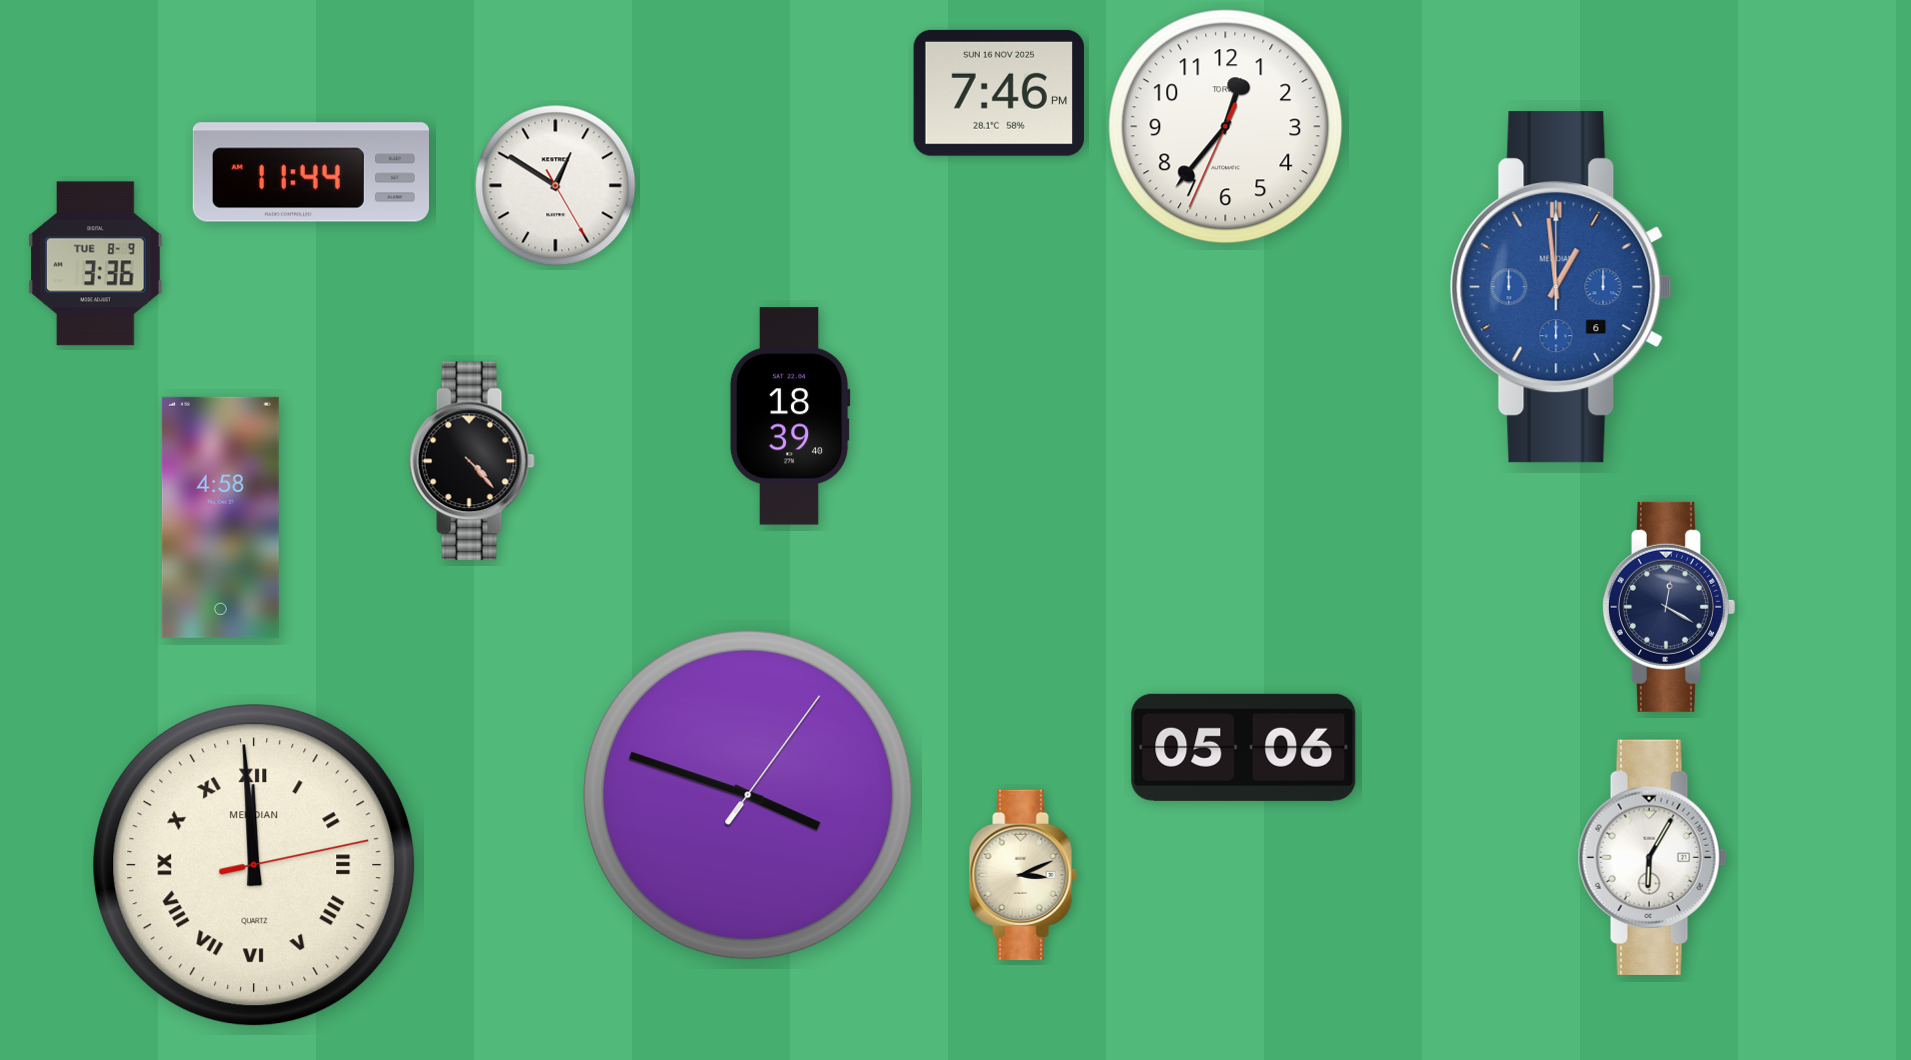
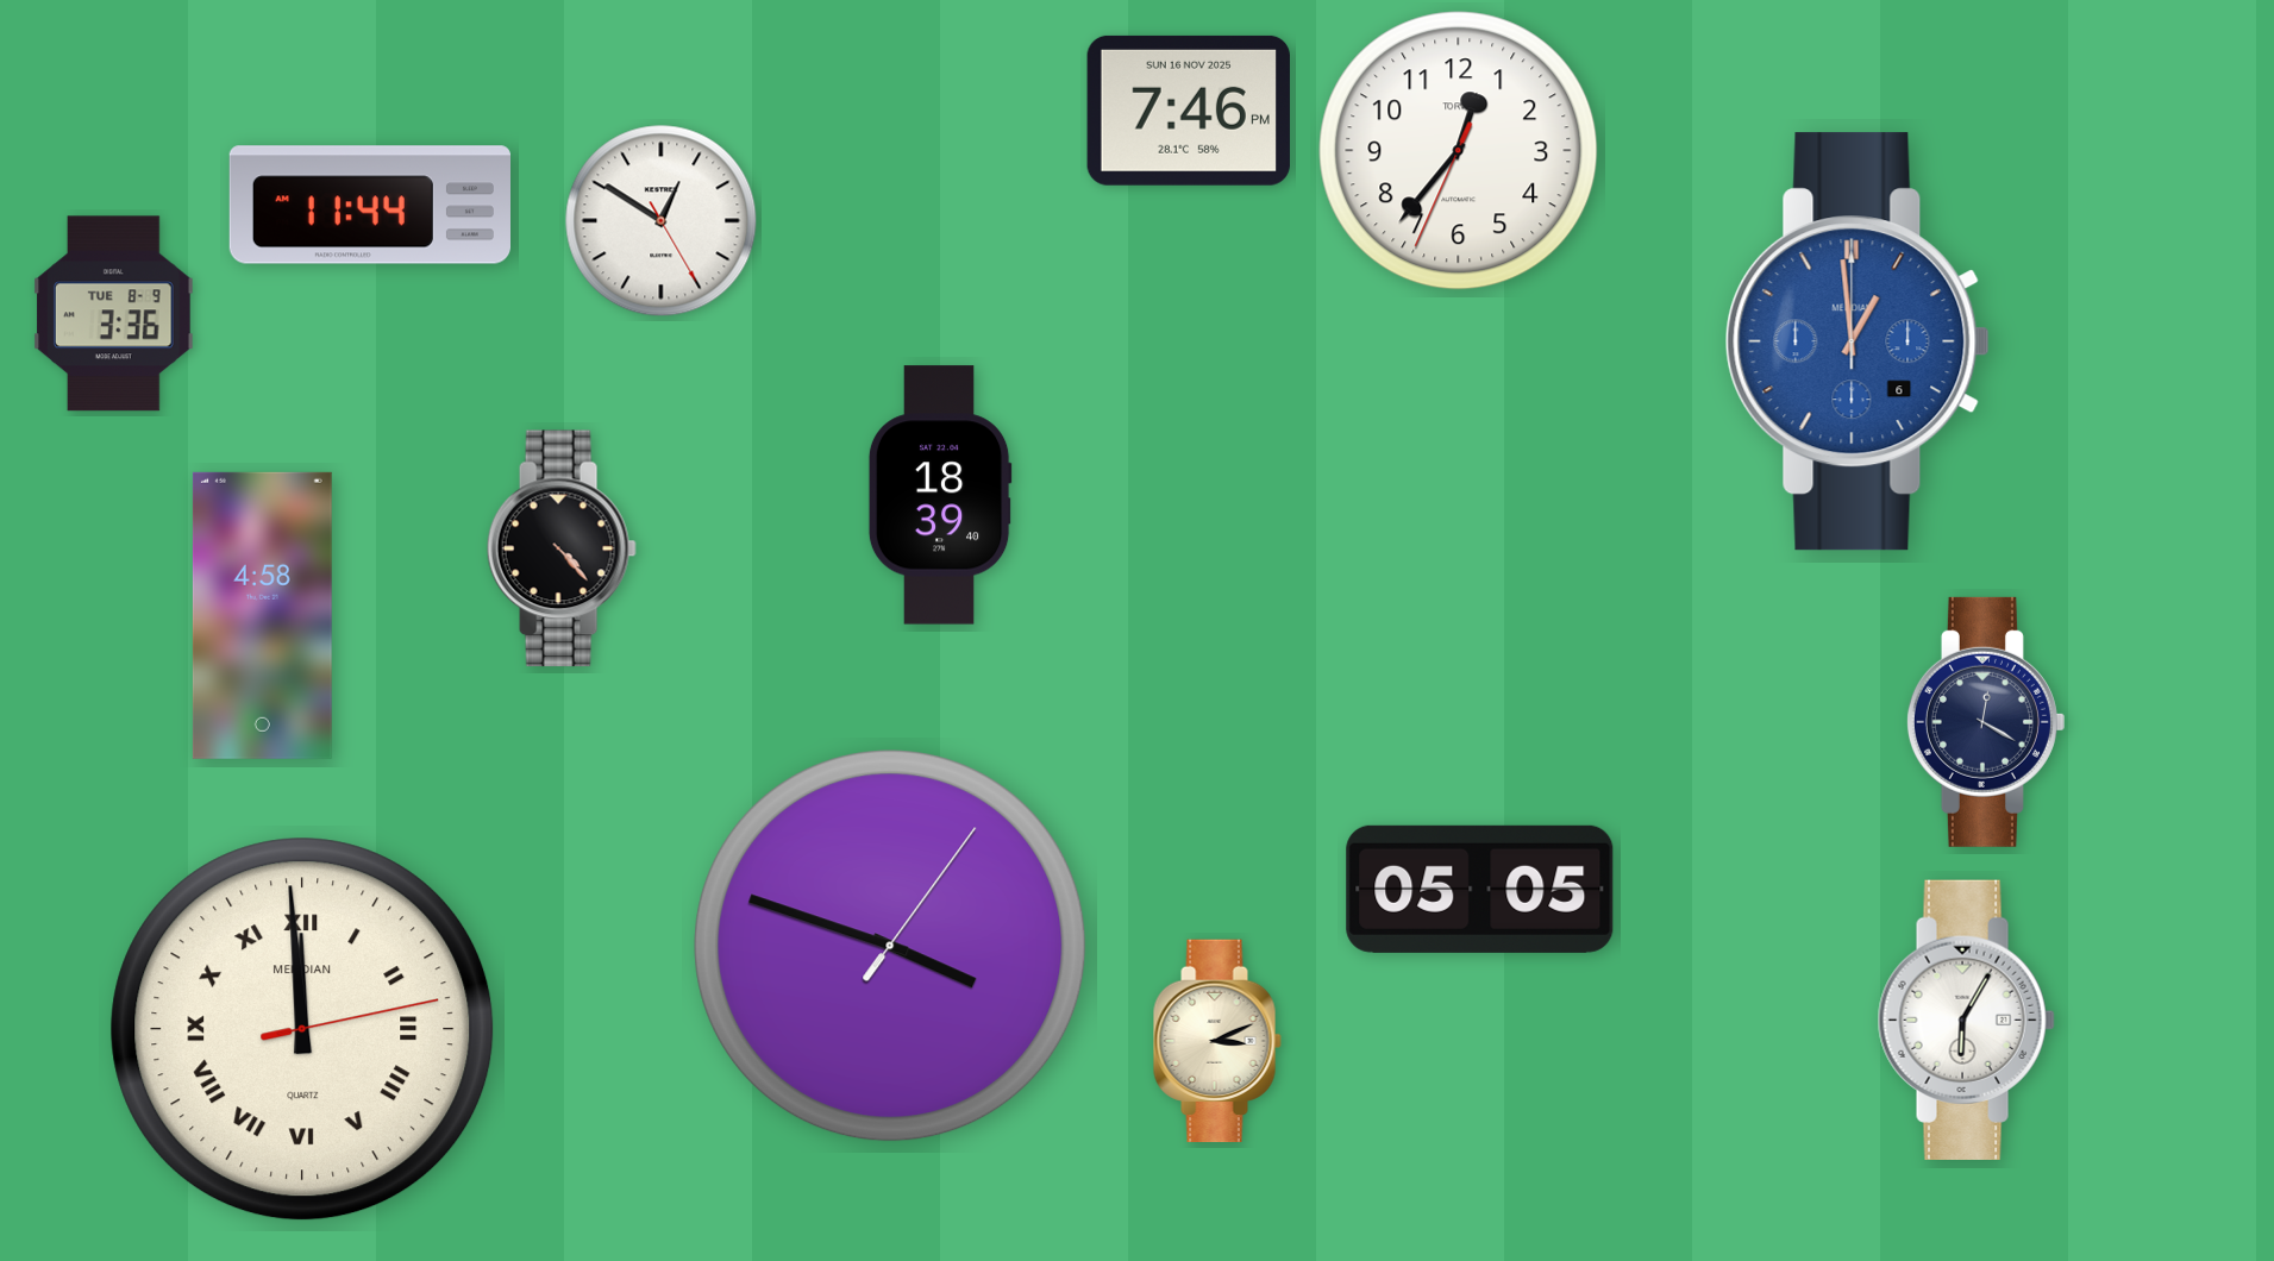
clock at (1244, 747): 05:06 -> 05:05
